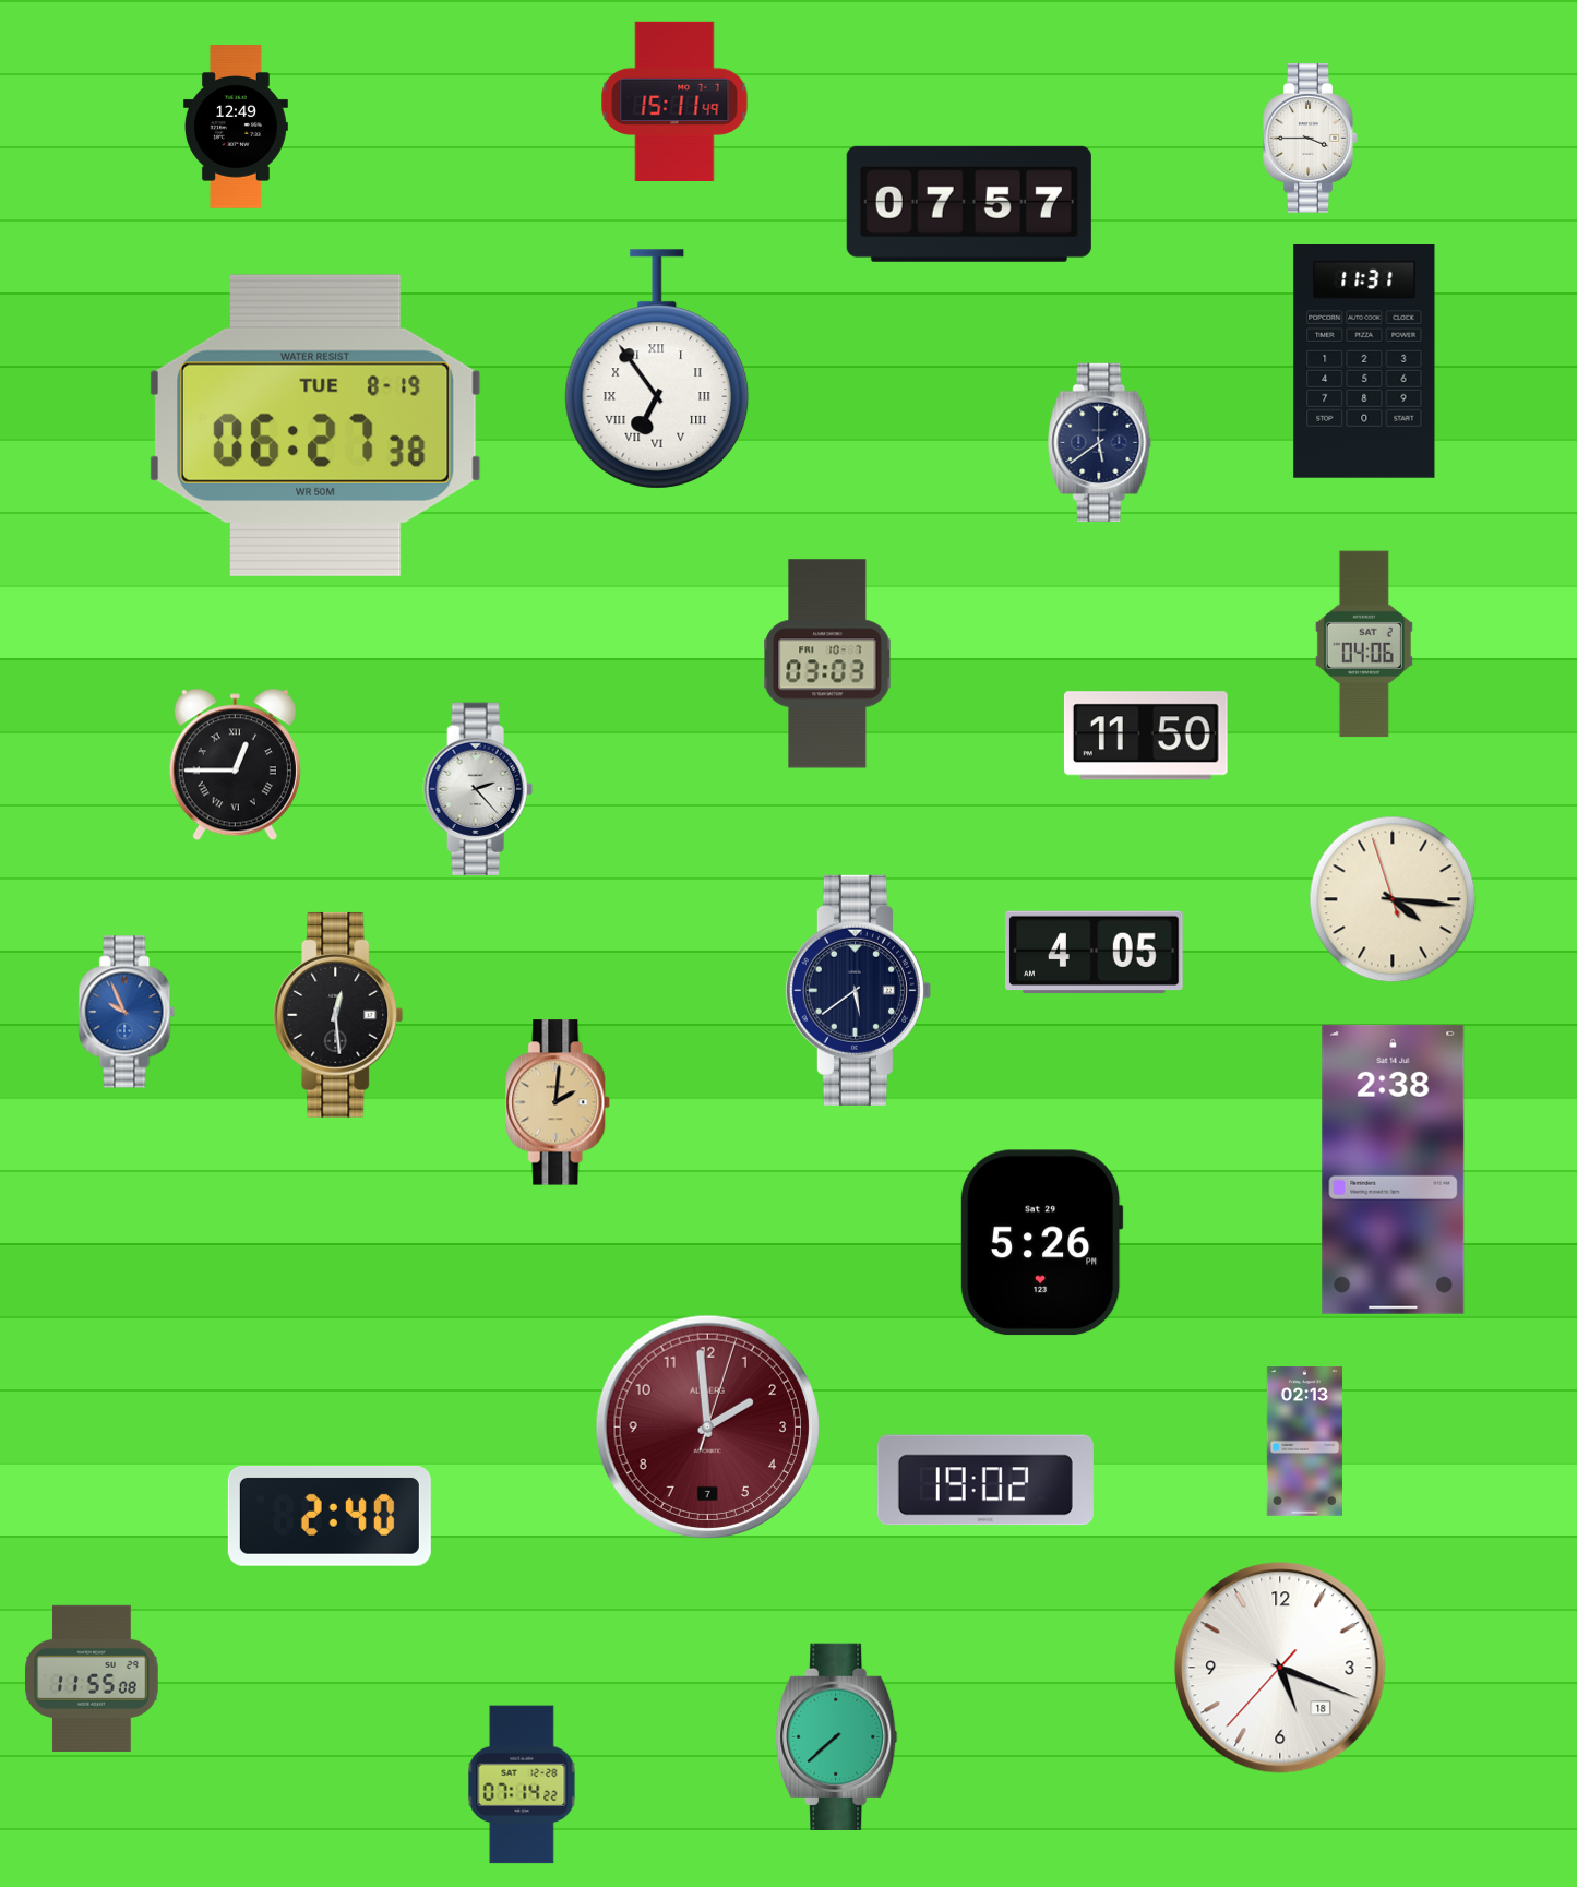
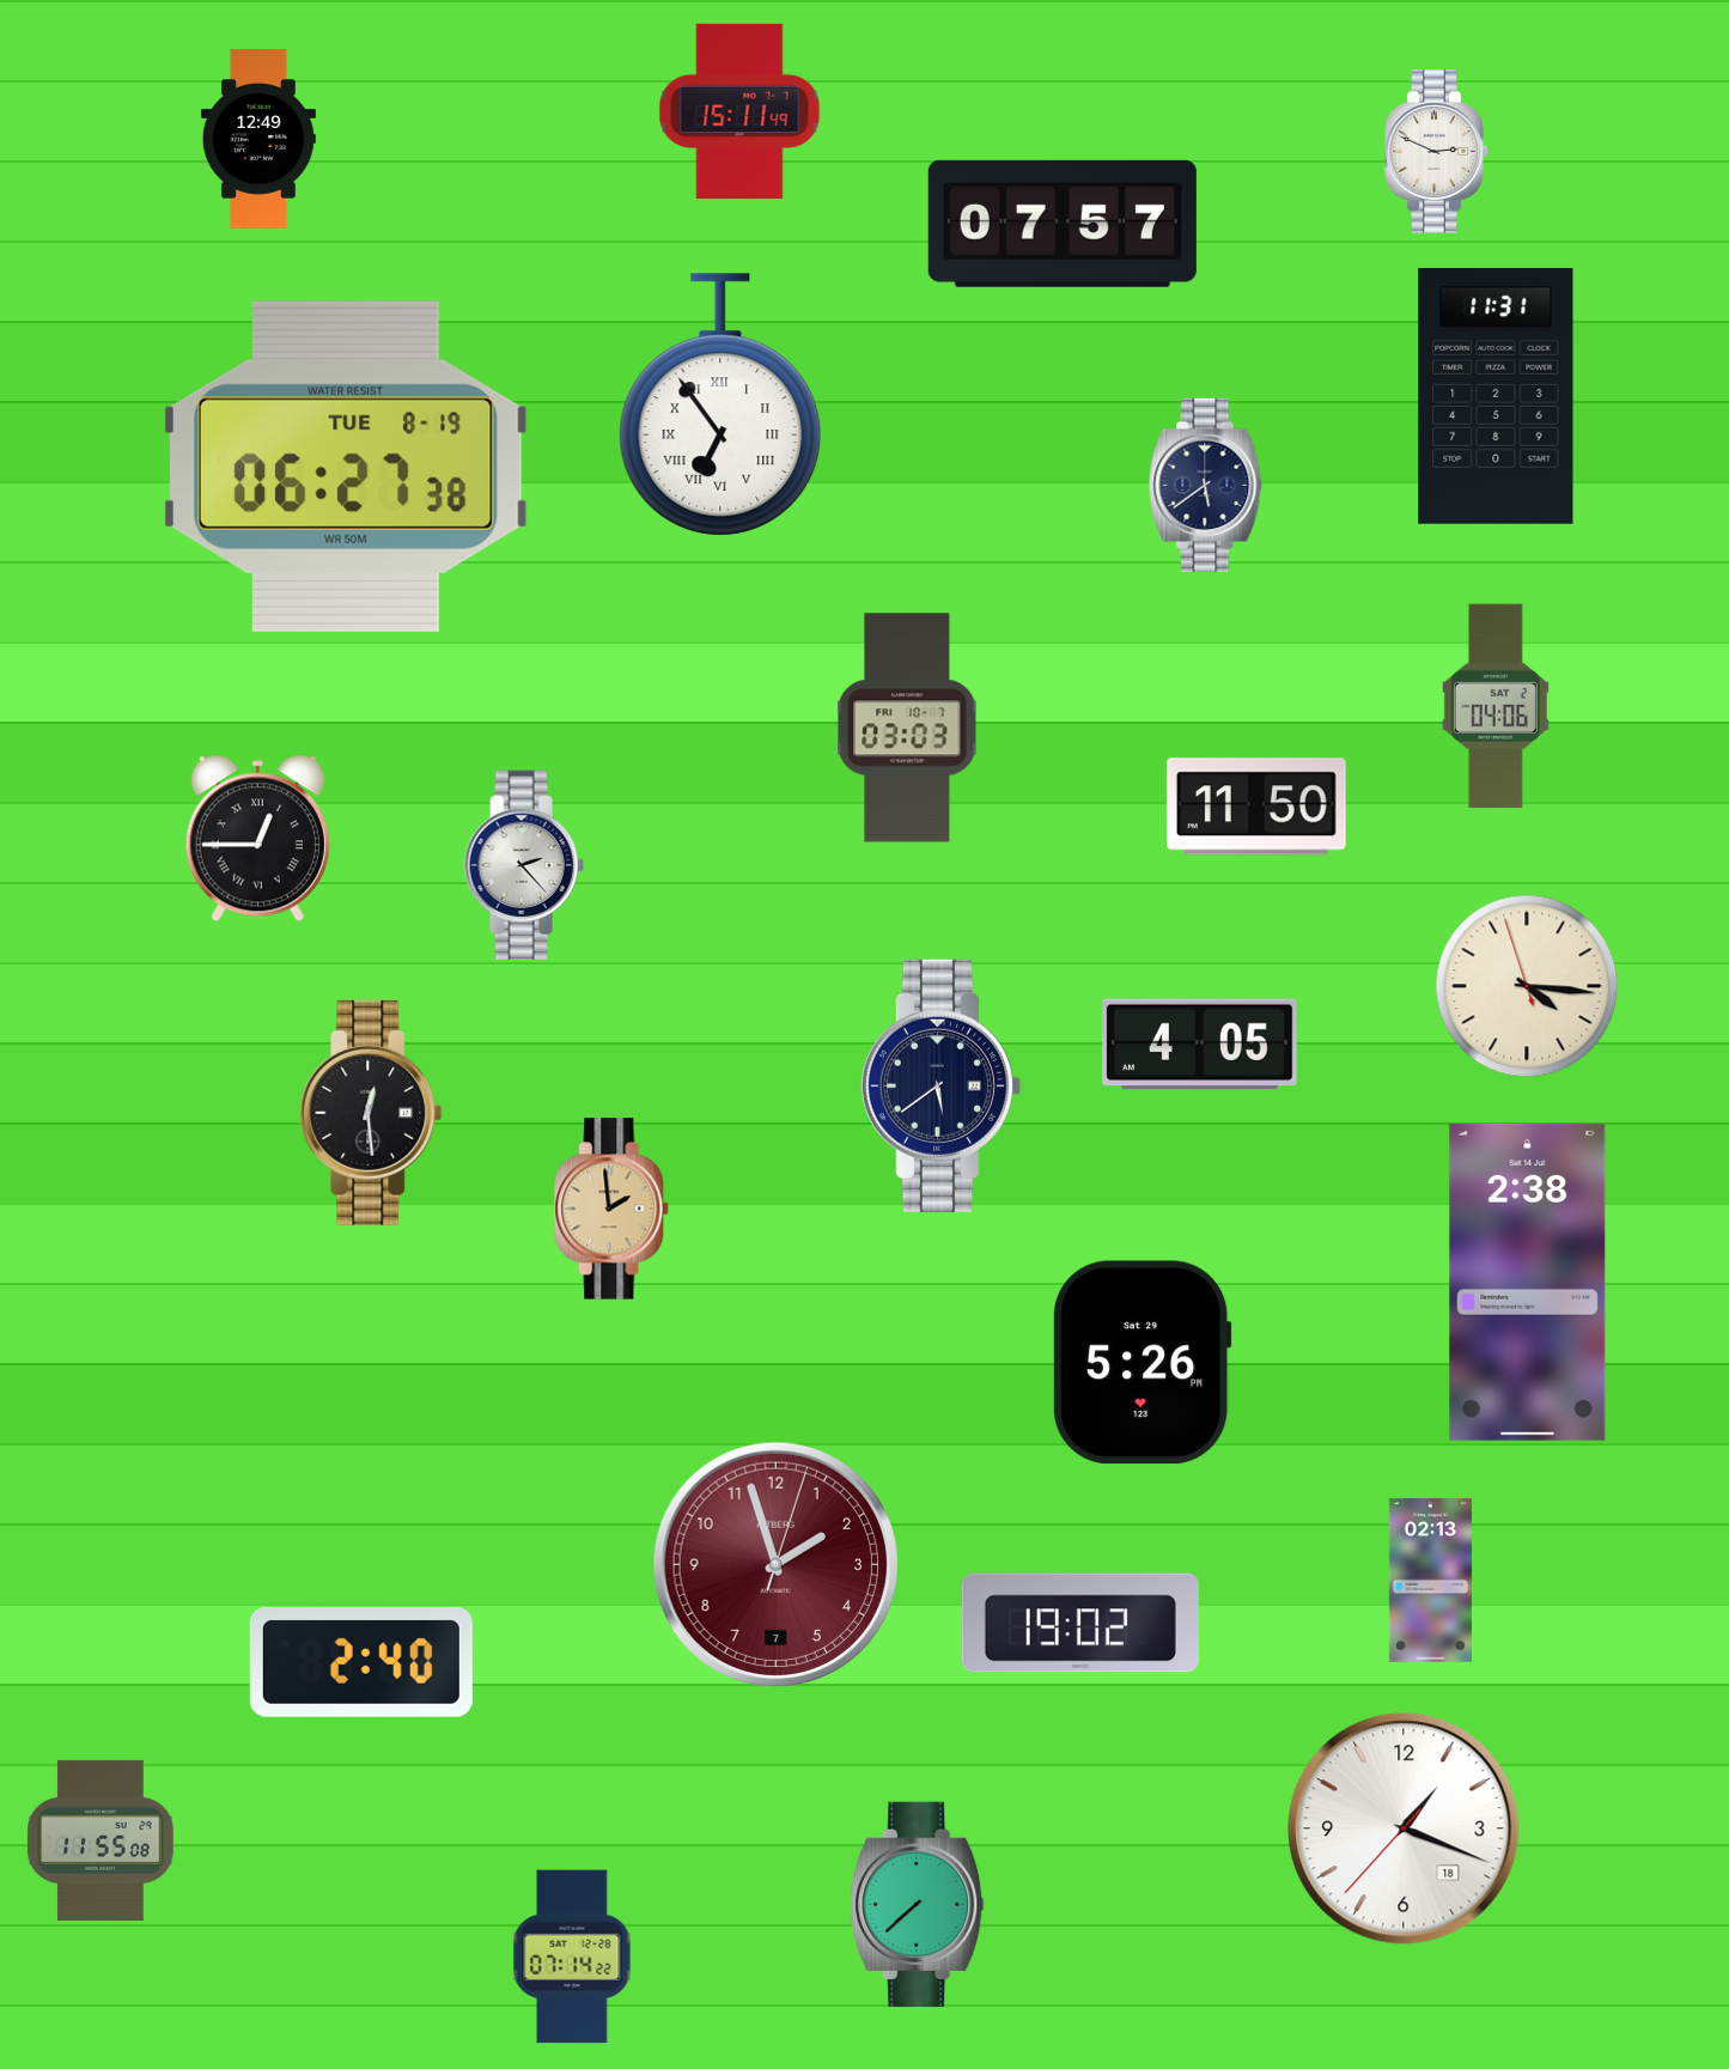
clock at (1311, 139): 3:45 -> 2:49
clock at (127, 1012): 9:56 -> none
clock at (559, 1102): 2:01 -> 1:59
clock at (707, 1426): 1:59 -> 1:57
clock at (1280, 1668): 5:18 -> 1:18
